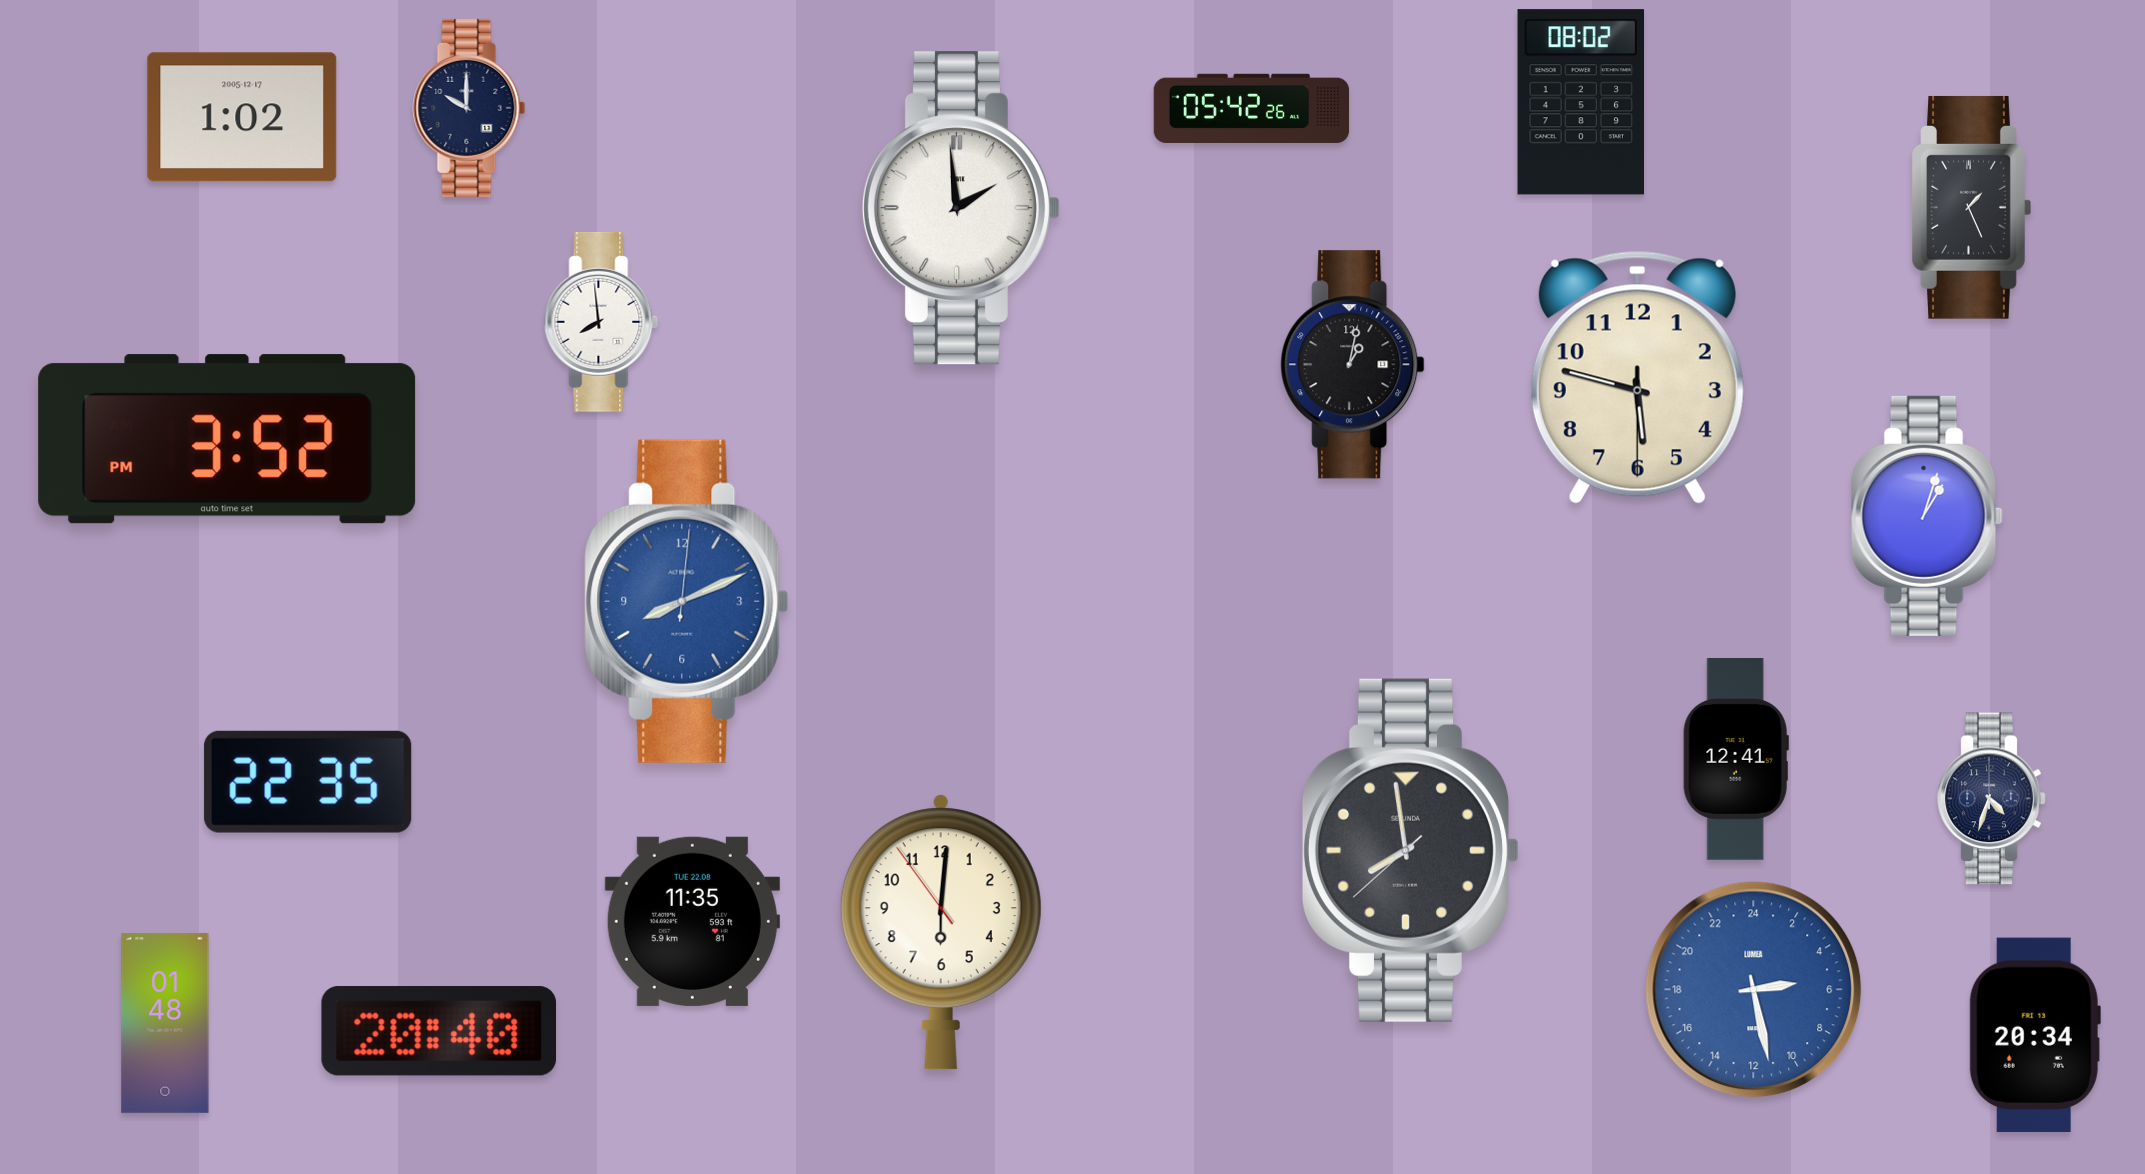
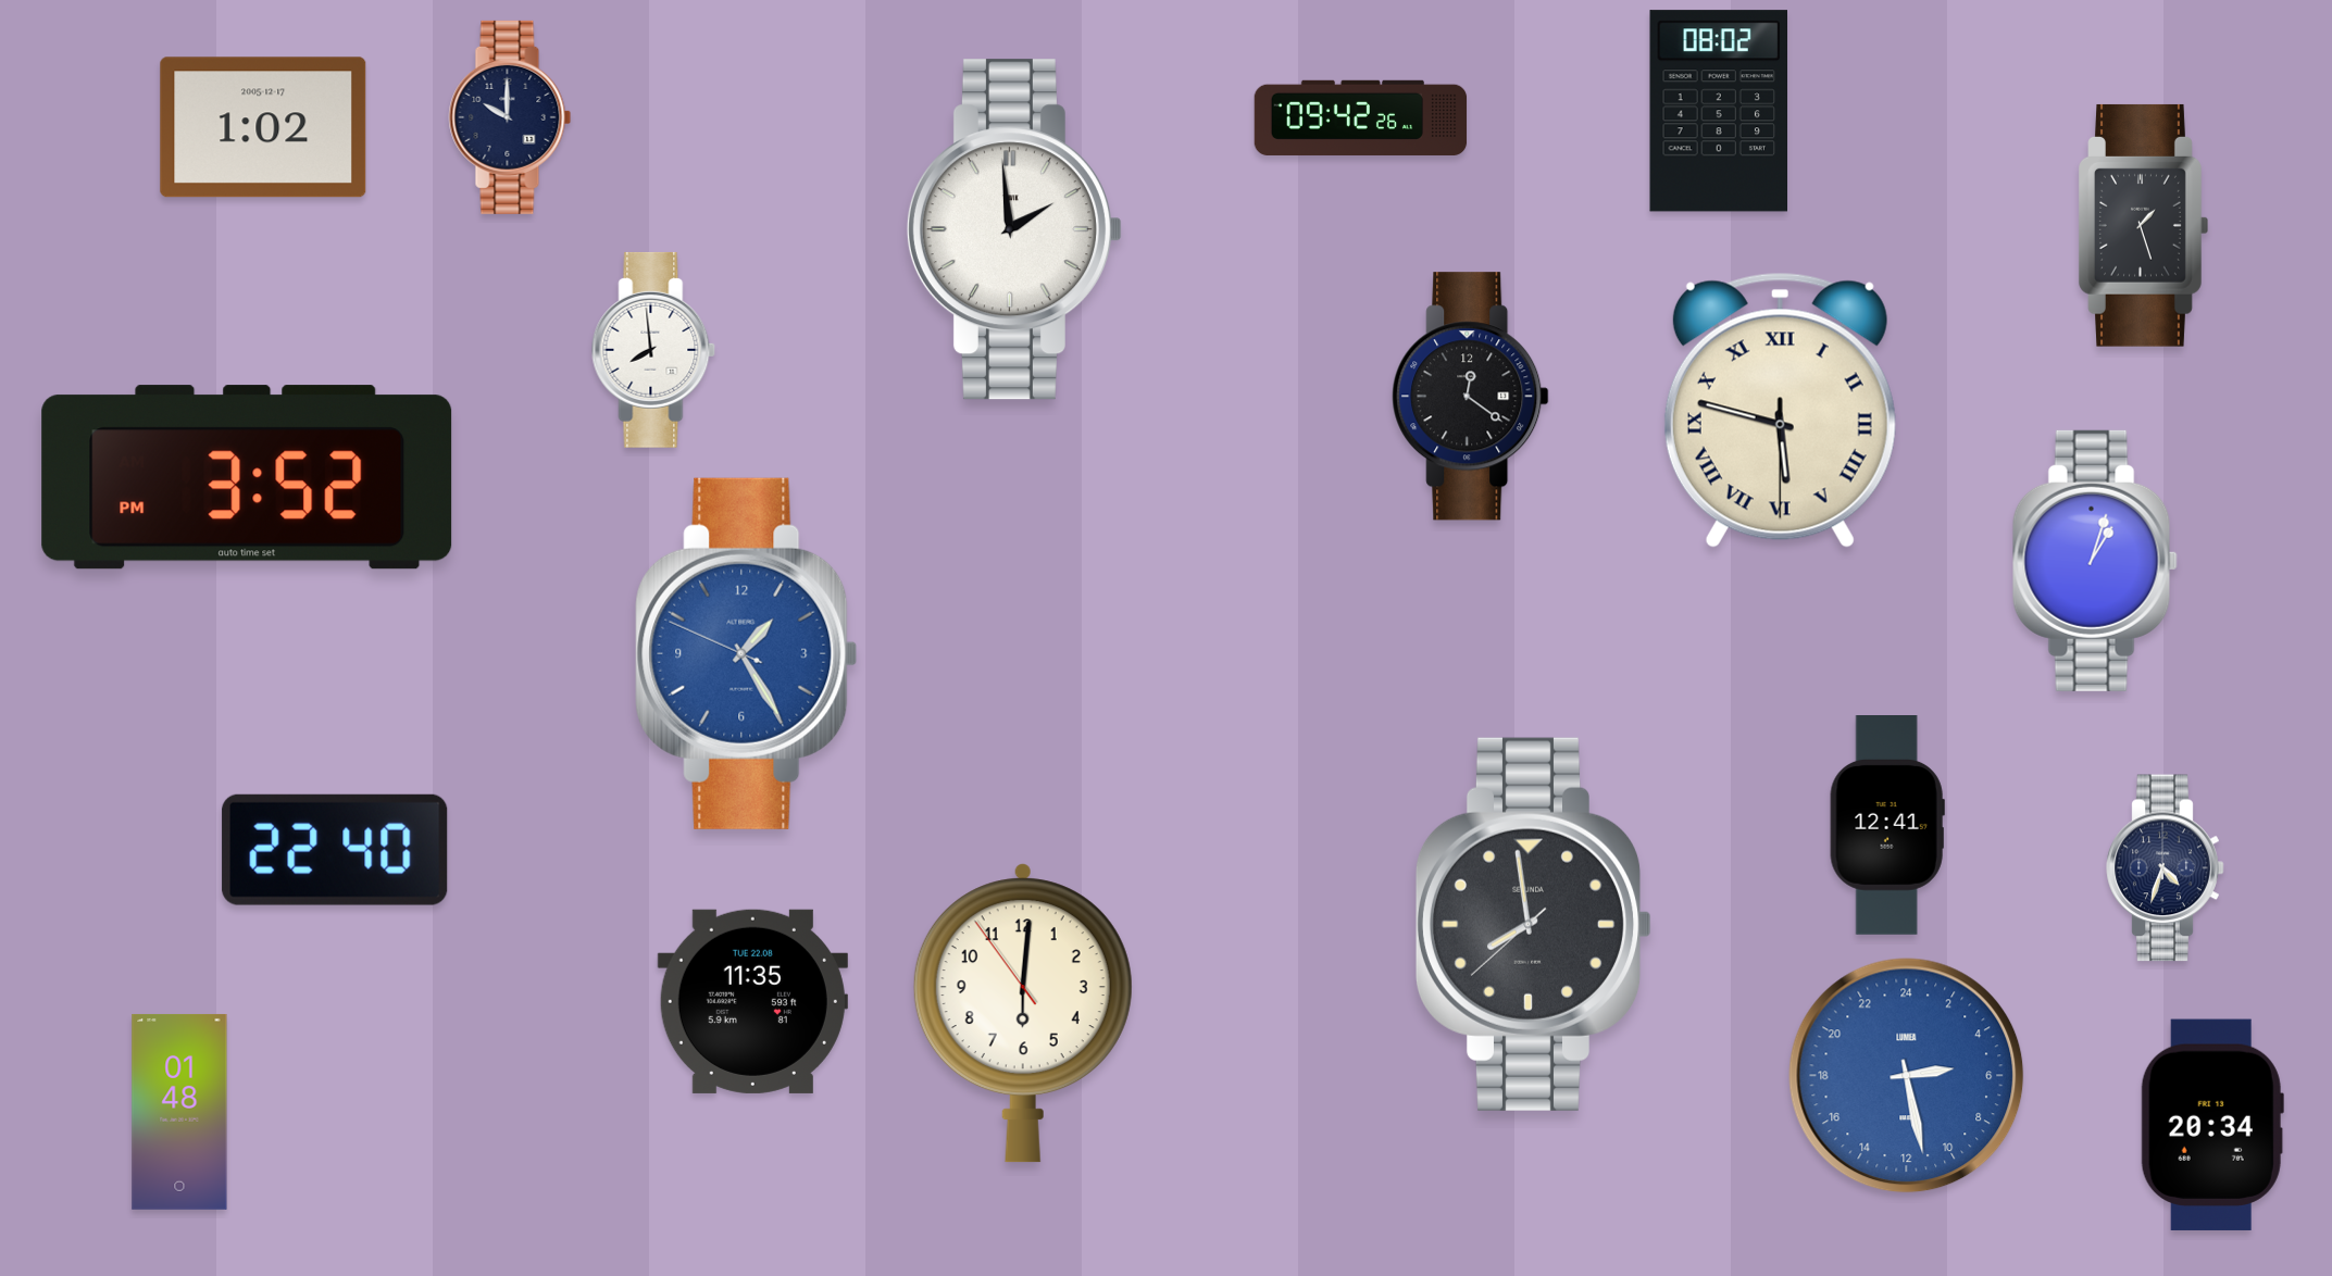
clock at (1252, 108): 05:42 -> 09:42
clock at (1971, 207): 1:26 -> 1:27
clock at (961, 208) position: (961, 208) -> (1014, 229)
clock at (1353, 365): 1:02 -> 12:21
clock at (1637, 377) numerals: Arabic -> Roman
clock at (687, 601): 8:11 -> 1:24
clock at (308, 782): 22:35 -> 22:40
clock at (438, 1031): 20:40 -> none
